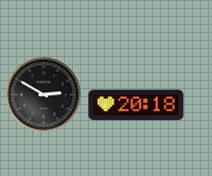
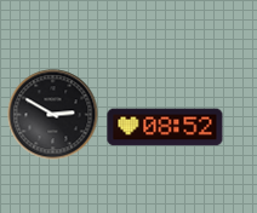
clock at (136, 105): 20:18 -> 08:52
